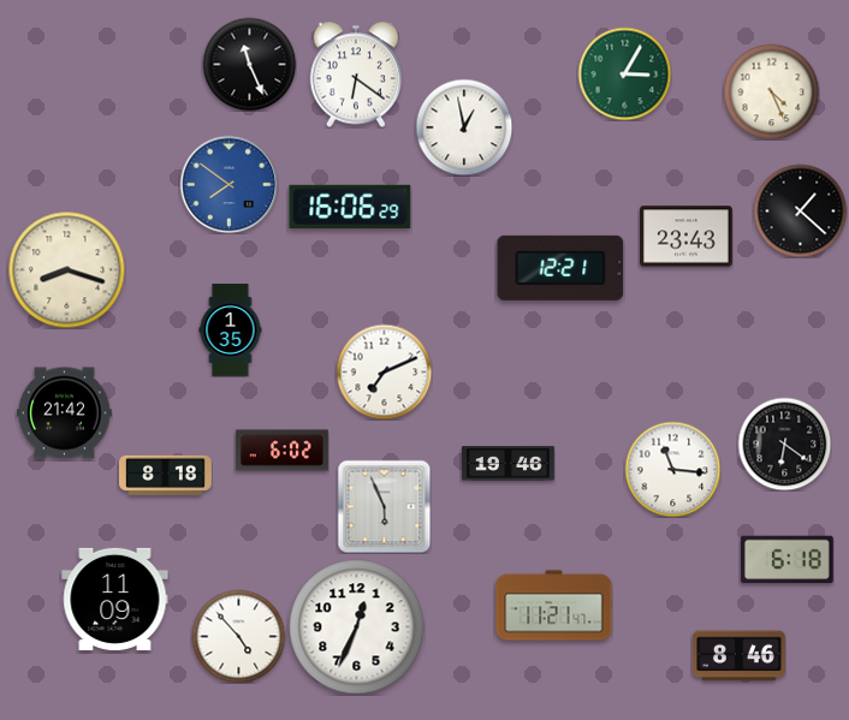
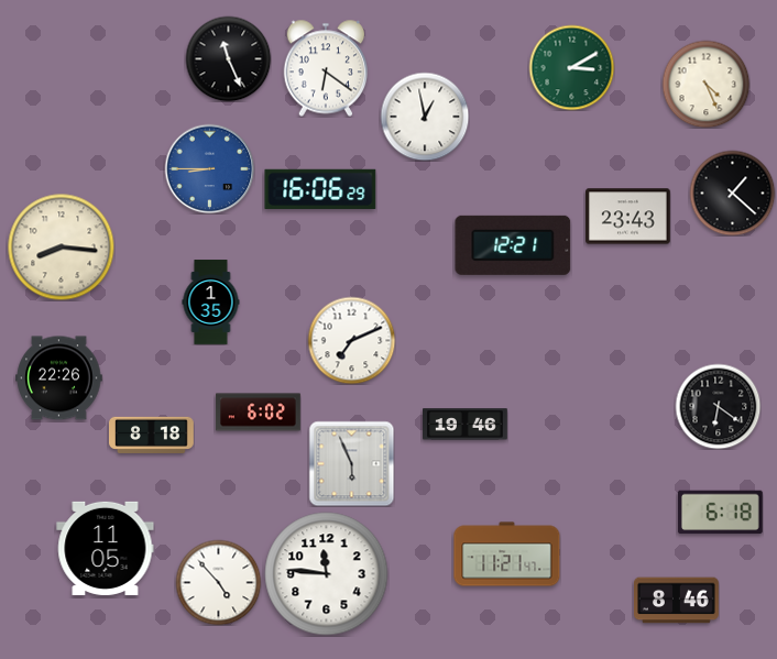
clock at (624, 73): 3:05 -> 3:10
clock at (228, 184): 7:51 -> 8:45
clock at (66, 269): 8:18 -> 8:16
clock at (65, 413): 21:42 -> 22:26
clock at (672, 469): 11:16 -> none
clock at (115, 599): 11:09 -> 11:05
clock at (357, 627): 12:34 -> 11:46
